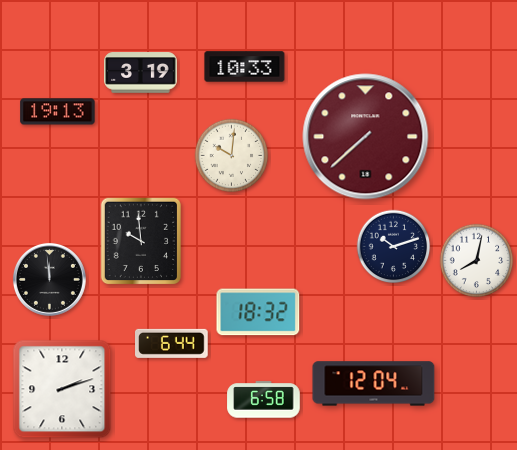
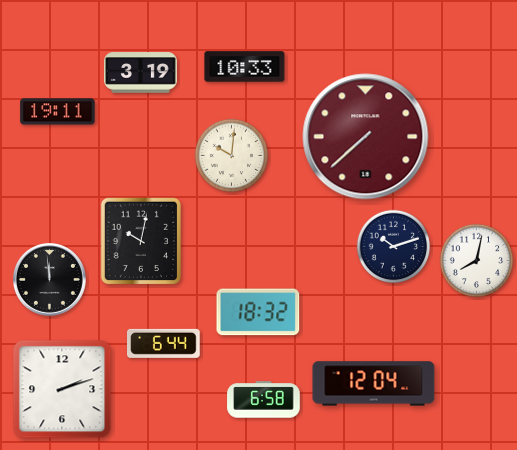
clock at (58, 112): 19:13 -> 19:11
clock at (141, 241): 9:59 -> 10:02
clock at (172, 343) position: (172, 343) -> (164, 343)
